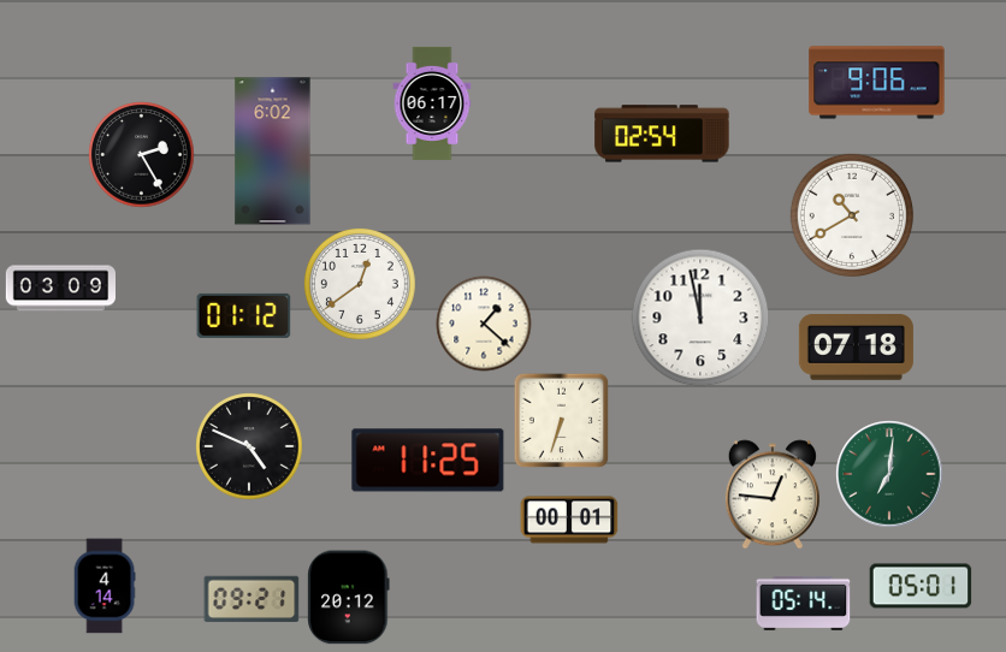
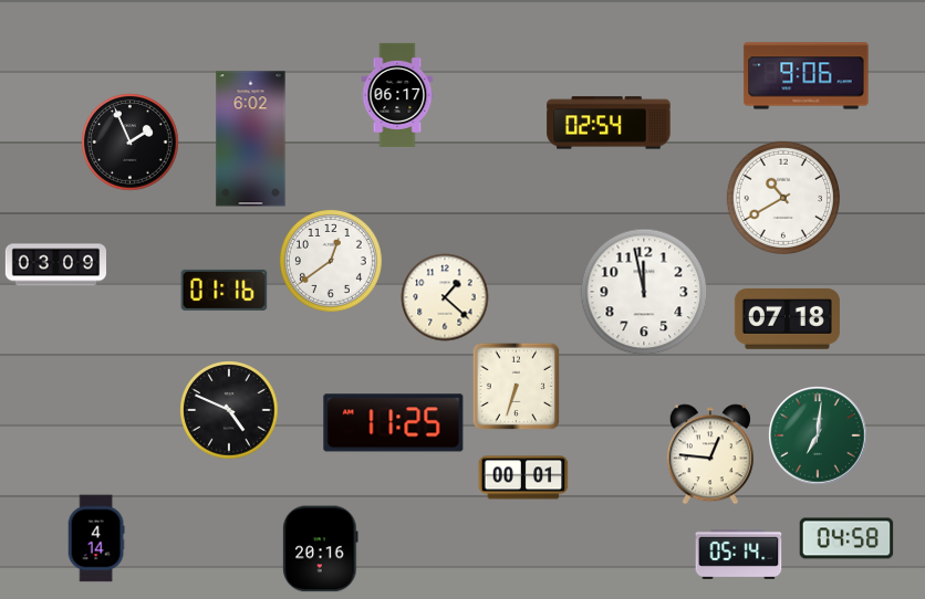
clock at (141, 154): 2:25 -> 1:56
clock at (243, 315): 01:12 -> 01:16
clock at (921, 586): 05:01 -> 04:58
clock at (349, 597): 20:12 -> 20:16
clock at (251, 599): 09:21 -> none
